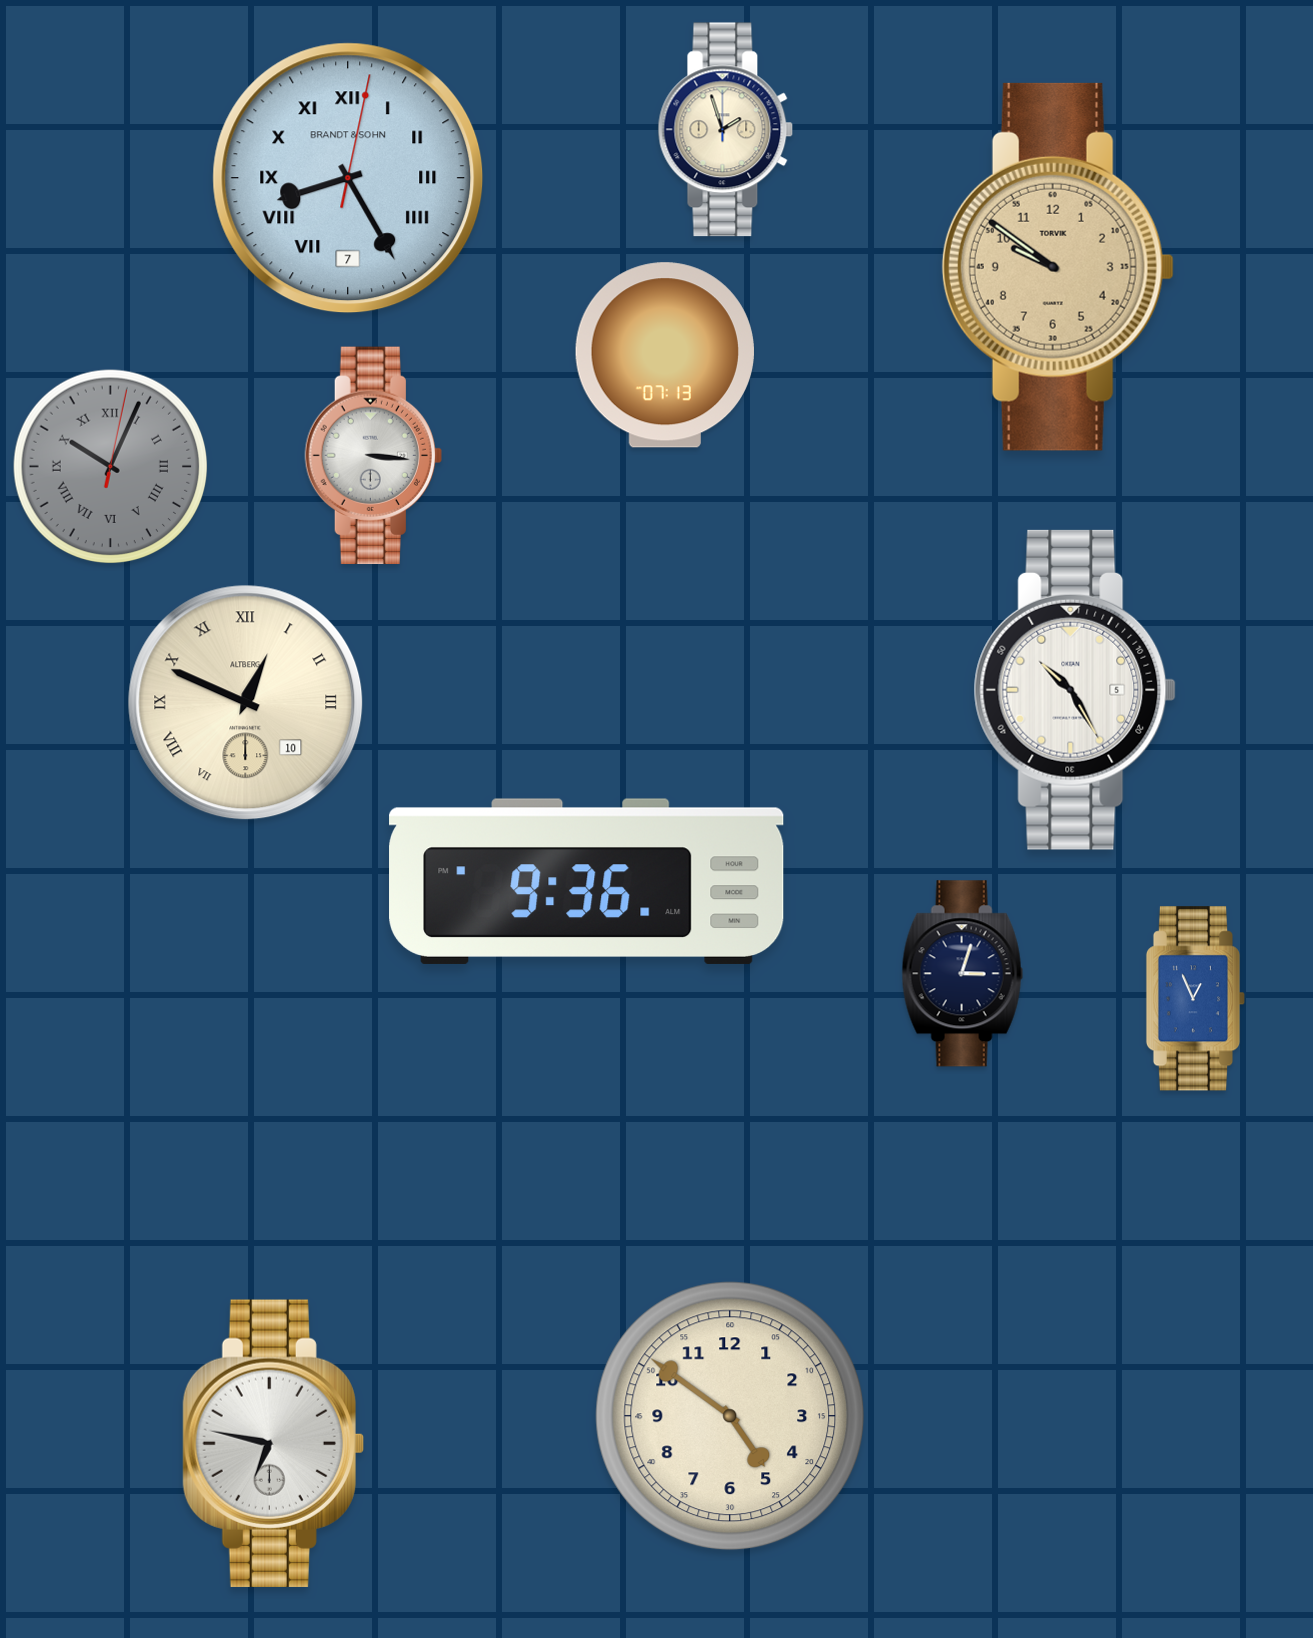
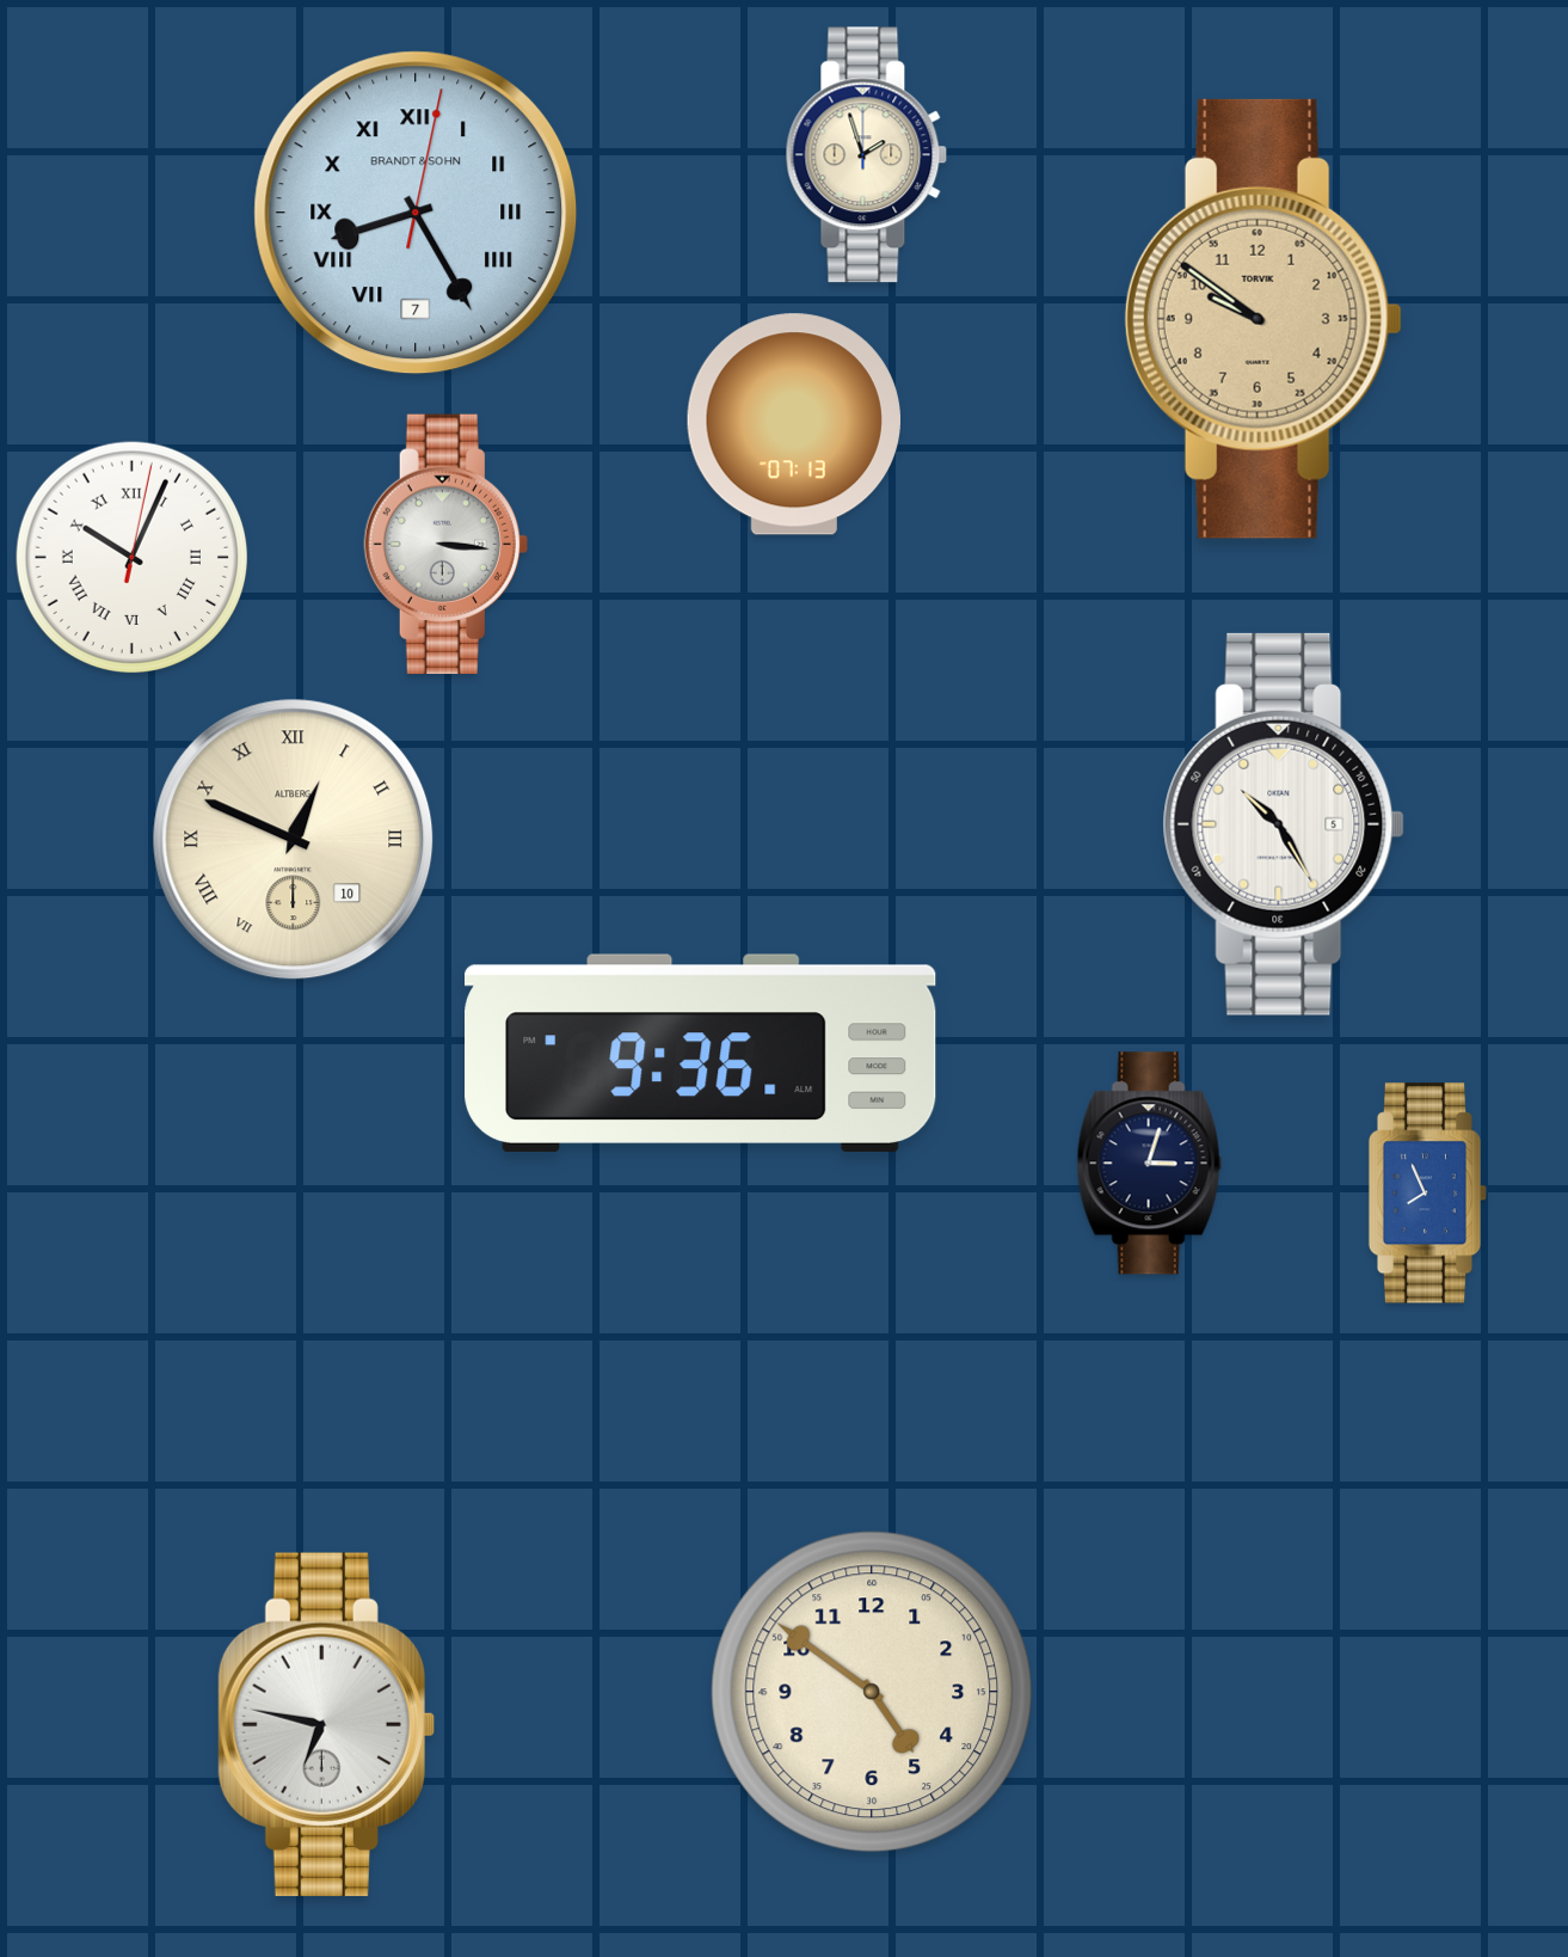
clock at (111, 467) dial: grey -> white
clock at (1196, 999): 12:56 -> 7:56
